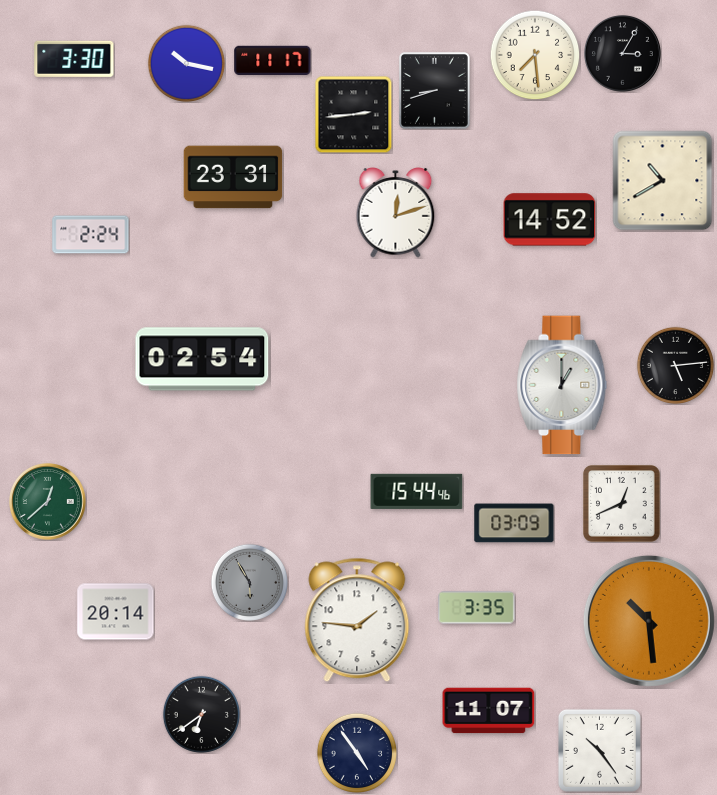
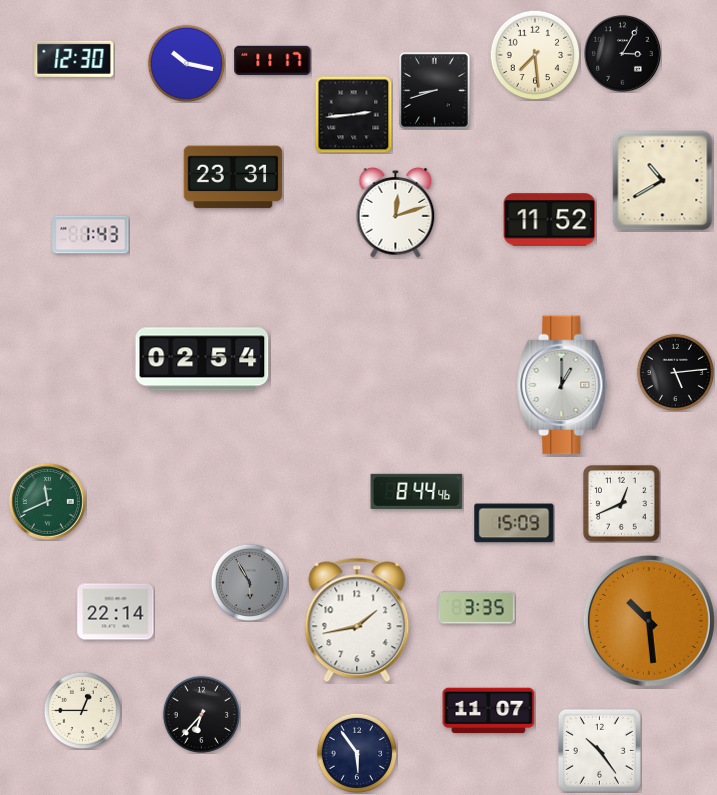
clock at (74, 59): 3:30 -> 12:30
clock at (550, 220): 14:52 -> 11:52
clock at (91, 235): 2:24 -> 1:43
clock at (675, 365) position: (675, 365) -> (675, 372)
clock at (417, 491): 15:44 -> 8:44
clock at (48, 502): 12:38 -> 11:41
clock at (514, 523): 03:09 -> 15:09
clock at (116, 612): 20:14 -> 22:14
clock at (357, 620): 1:46 -> 1:43
clock at (82, 710): none -> 12:45
clock at (201, 714): 6:39 -> 6:37
clock at (356, 752): 4:54 -> 5:54
